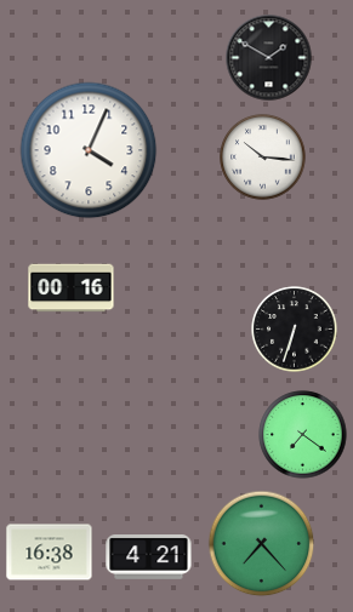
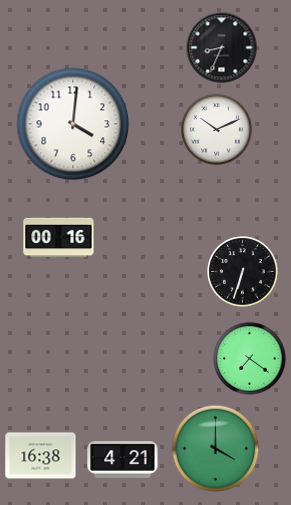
clock at (269, 58): 1:50 -> 8:34
clock at (89, 150): 4:04 -> 4:01
clock at (263, 158): 10:16 -> 10:11
clock at (262, 544): 7:23 -> 4:00
